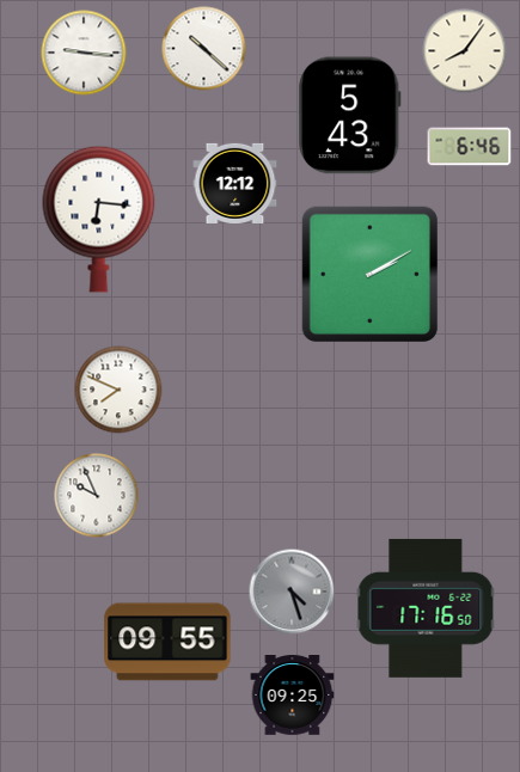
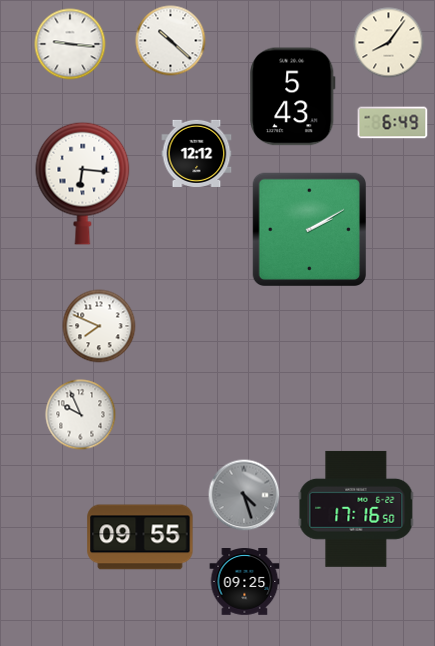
clock at (470, 147): 6:46 -> 6:49
